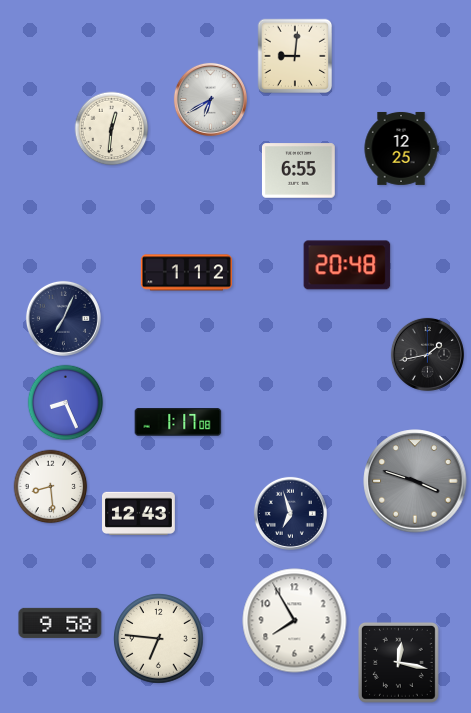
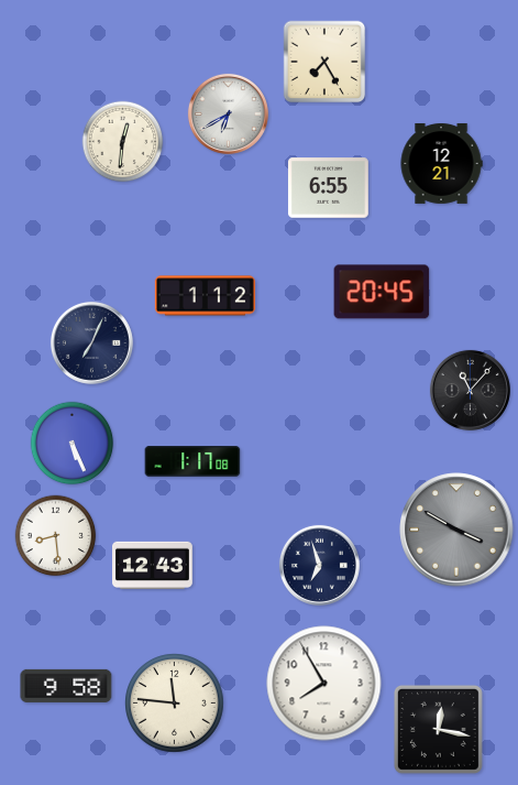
clock at (295, 56): 9:01 -> 7:25
clock at (210, 99) position: (210, 99) -> (228, 113)
clock at (401, 148): 12:25 -> 12:21
clock at (347, 265): 20:48 -> 20:45
clock at (186, 273) position: (186, 273) -> (205, 296)
clock at (63, 318) position: (63, 318) -> (91, 342)
clock at (427, 354): 1:43 -> 11:07
clock at (66, 403): 8:26 -> 5:26
clock at (178, 422) position: (178, 422) -> (192, 461)
clock at (415, 481): 3:48 -> 3:50
clock at (159, 639): 6:46 -> 11:46
